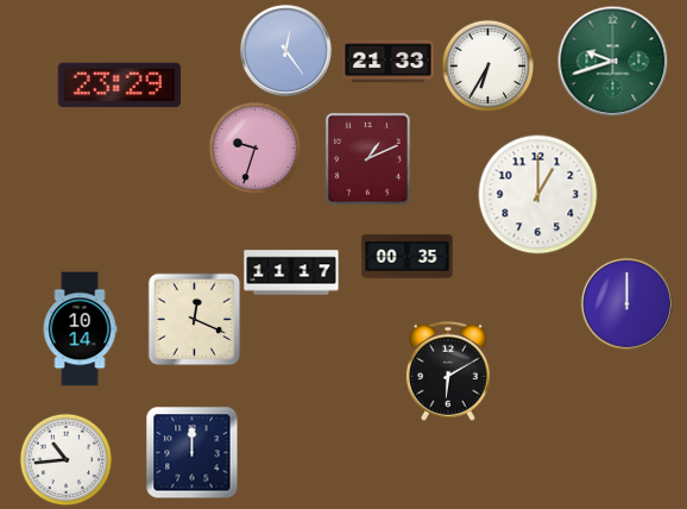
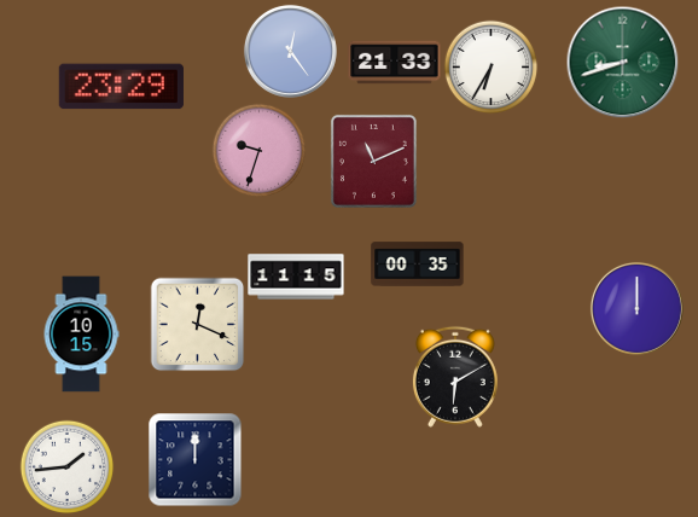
clock at (612, 61): 9:42 -> 8:42
clock at (487, 65) position: (487, 65) -> (490, 66)
clock at (367, 158): 1:11 -> 11:11
clock at (538, 195): 1:00 -> none
clock at (408, 257) position: (408, 257) -> (418, 265)
clock at (291, 272): 11:17 -> 11:15
clock at (80, 329): 10:14 -> 10:15
clock at (65, 459): 10:44 -> 1:44
